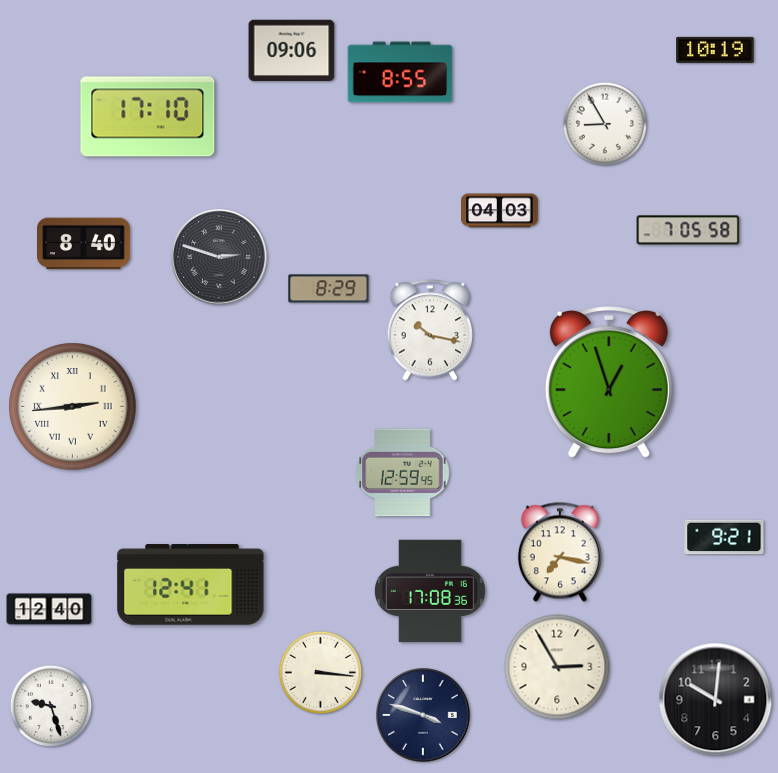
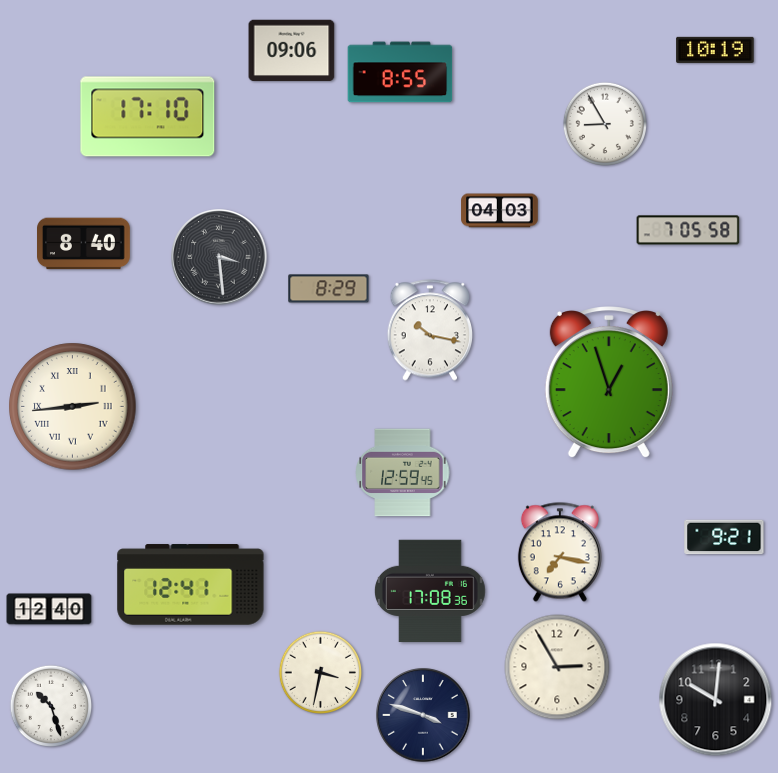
clock at (219, 257): 2:48 -> 3:29
clock at (320, 672): 3:16 -> 3:32
clock at (51, 706): 9:27 -> 10:27
